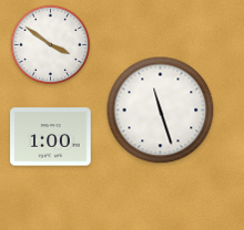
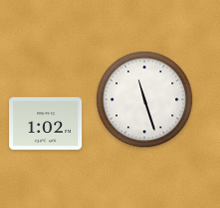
clock at (51, 45): 3:51 -> none
clock at (51, 137): 1:00 -> 1:02
